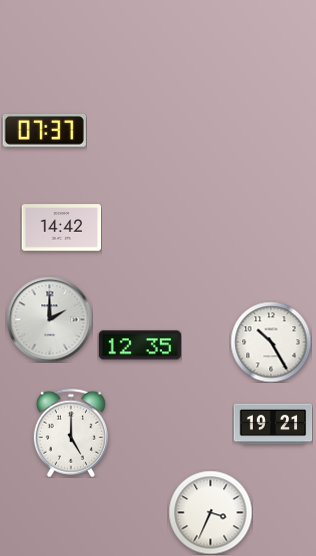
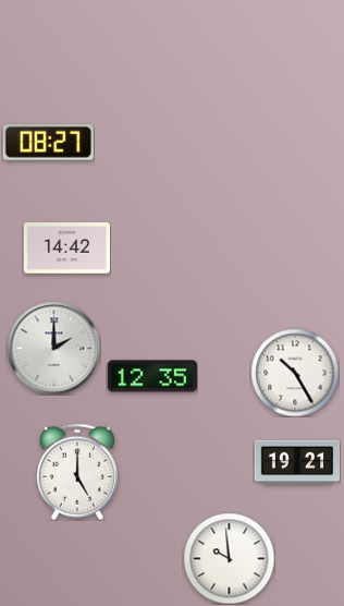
clock at (44, 130): 07:37 -> 08:27
clock at (210, 512): 3:34 -> 9:59
